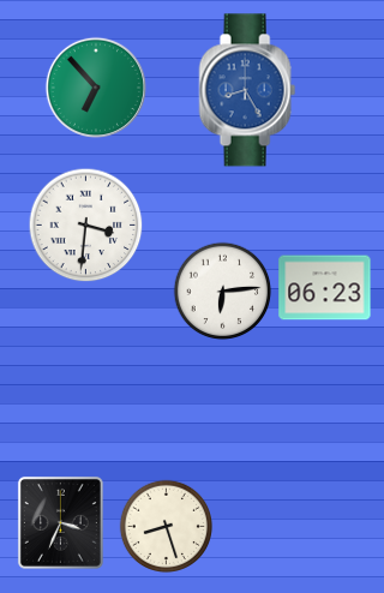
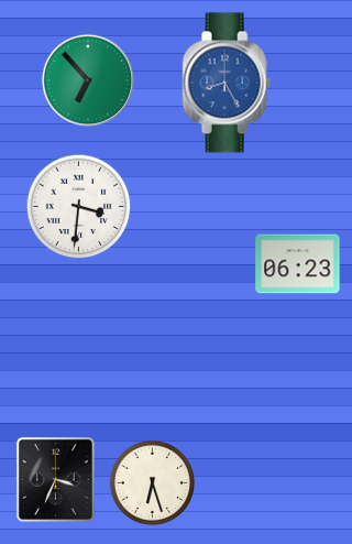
clock at (222, 290): 6:14 -> none
clock at (166, 526): 8:27 -> 6:27
